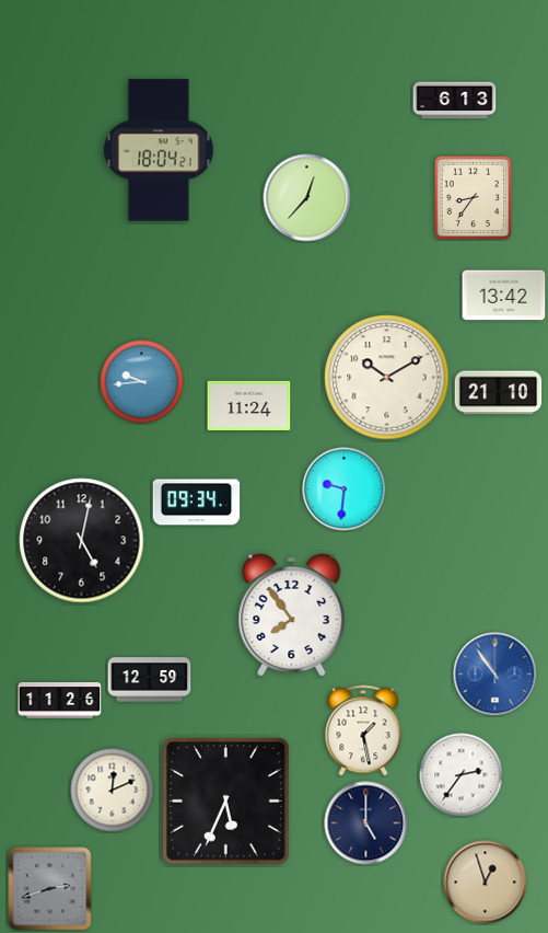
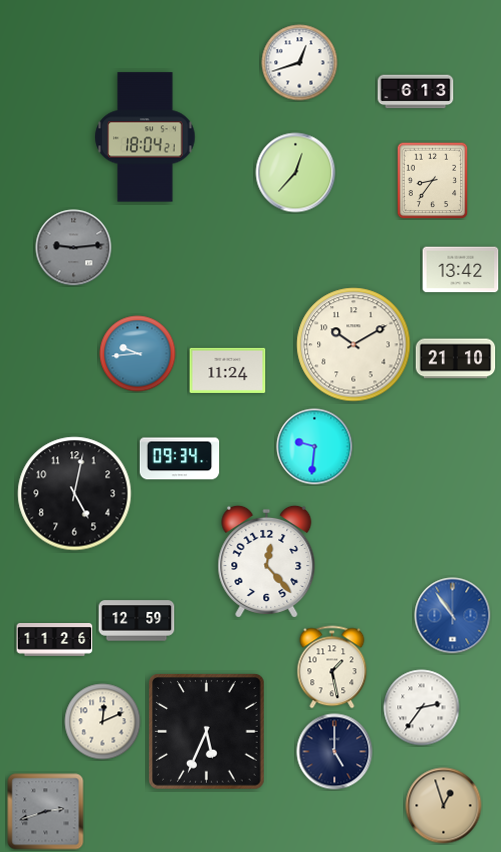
clock at (300, 63): none -> 12:42
clock at (307, 198) position: (307, 198) -> (296, 173)
clock at (74, 248): none -> 9:14
clock at (142, 382) position: (142, 382) -> (138, 354)
clock at (292, 614): 7:54 -> 12:23
